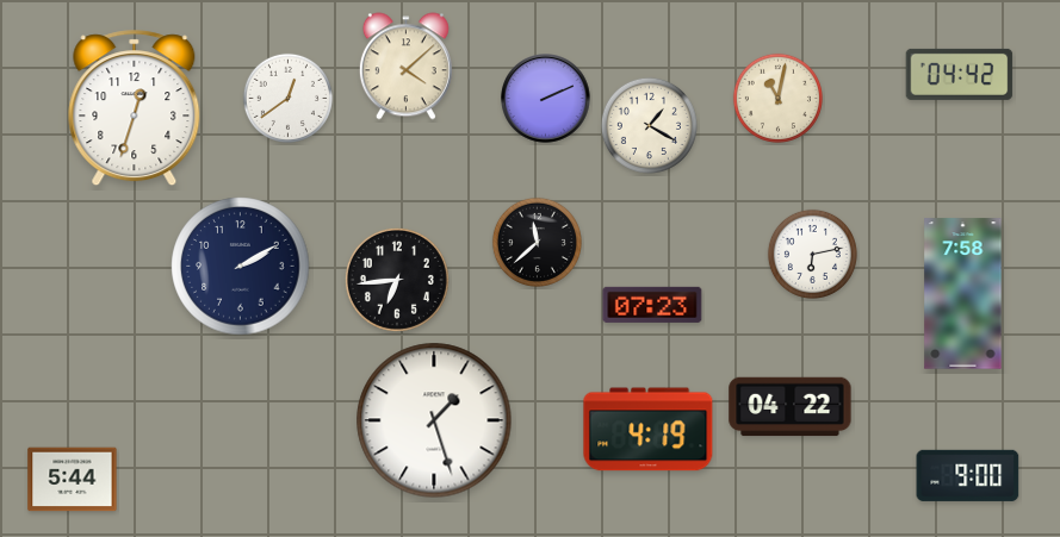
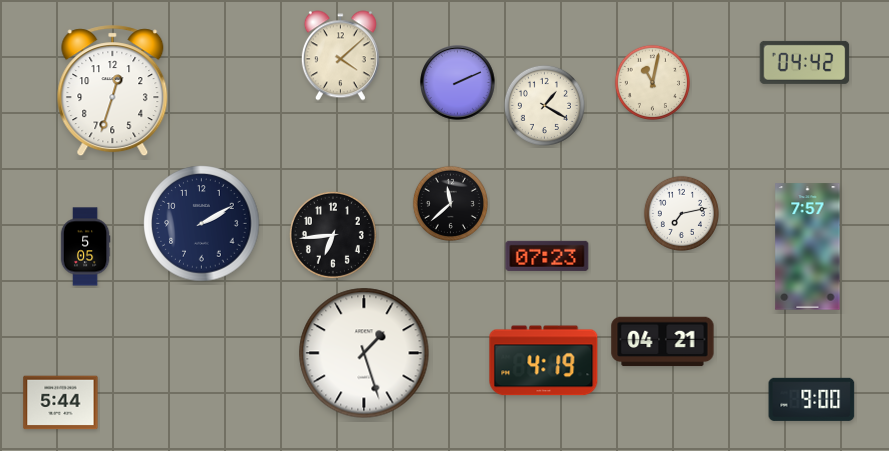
clock at (287, 98): 12:39 -> none
clock at (812, 254): 6:13 -> 7:13
clock at (85, 247): none -> 5:05
clock at (963, 294): 7:58 -> 7:57
clock at (791, 407): 04:22 -> 04:21
